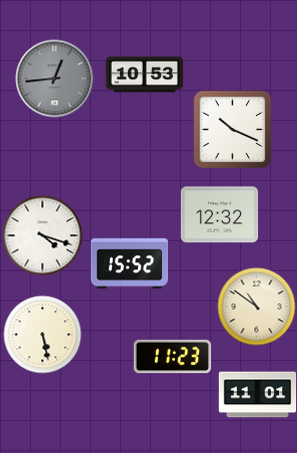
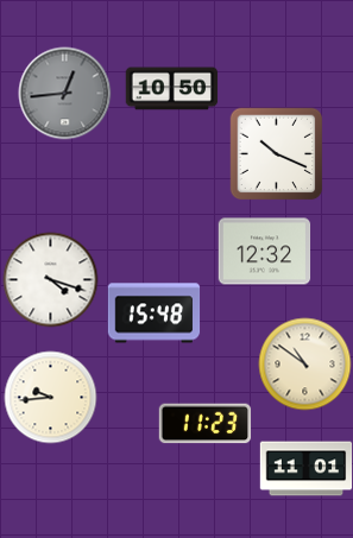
clock at (144, 75): 10:53 -> 10:50
clock at (219, 215) position: (219, 215) -> (264, 252)
clock at (129, 264): 15:52 -> 15:48
clock at (42, 334): 5:28 -> 9:44
